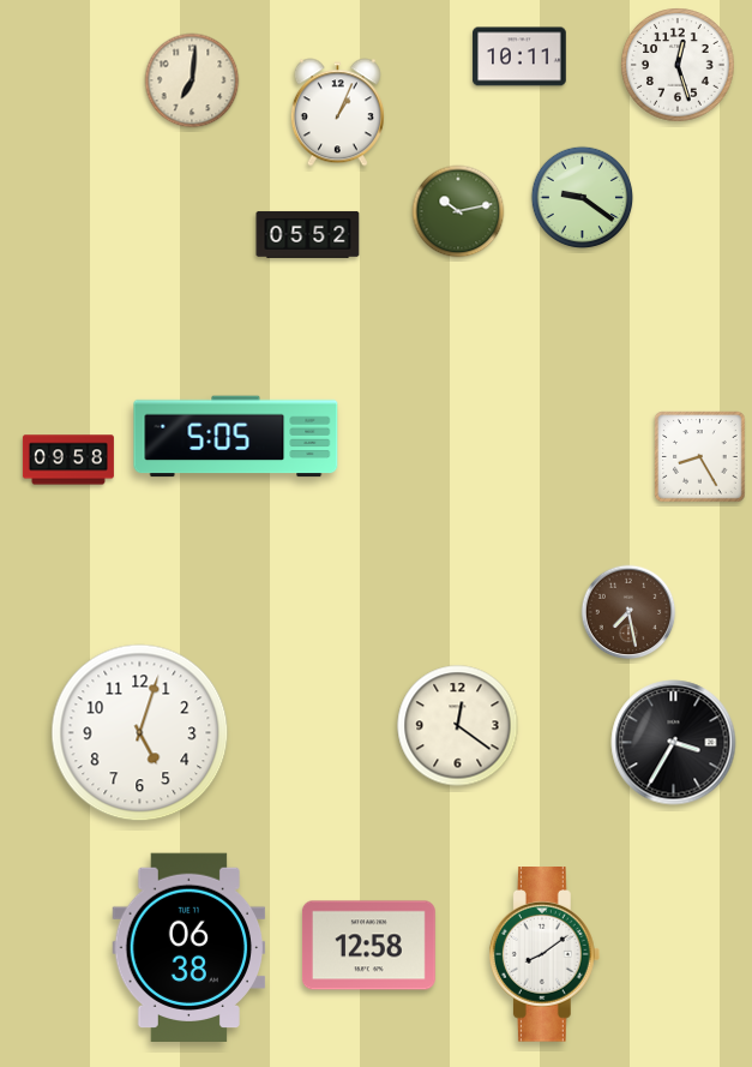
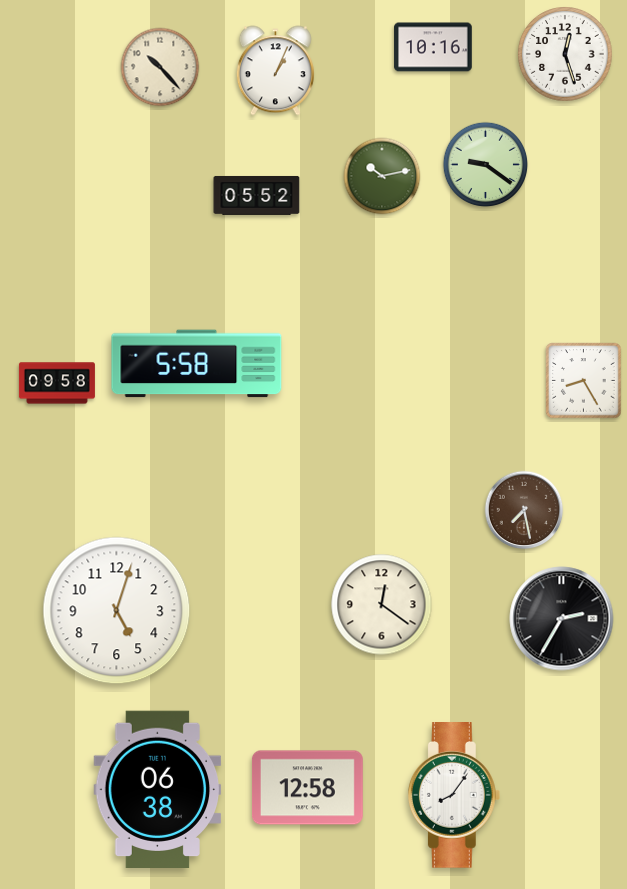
clock at (519, 56): 10:11 -> 10:16
clock at (192, 80): 7:01 -> 10:23
clock at (337, 113) position: (337, 113) -> (275, 71)
clock at (236, 437): 5:05 -> 5:58
clock at (674, 743): 3:35 -> 2:35
clock at (545, 955): 8:09 -> 8:06
